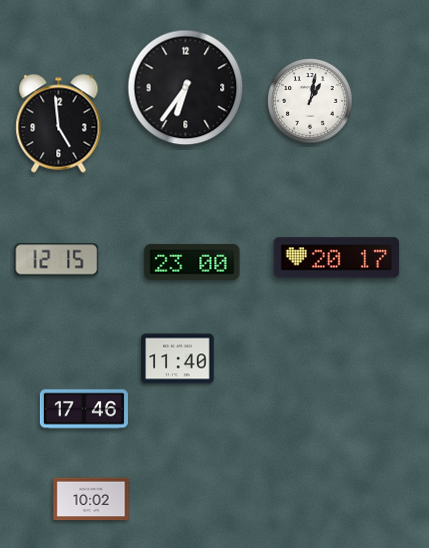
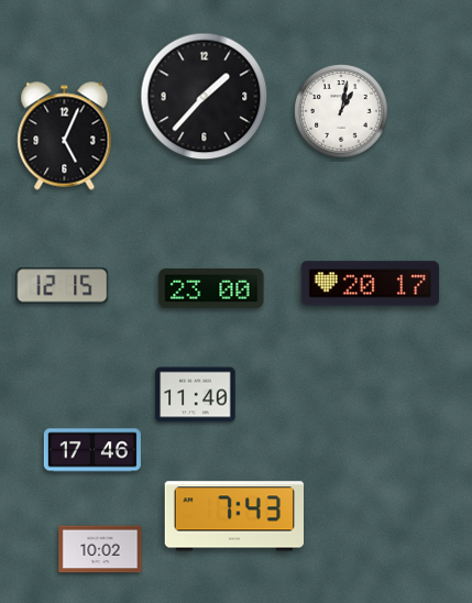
clock at (186, 88): 6:36 -> 1:37
clock at (59, 124): 4:59 -> 5:04
clock at (233, 516): none -> 7:43
